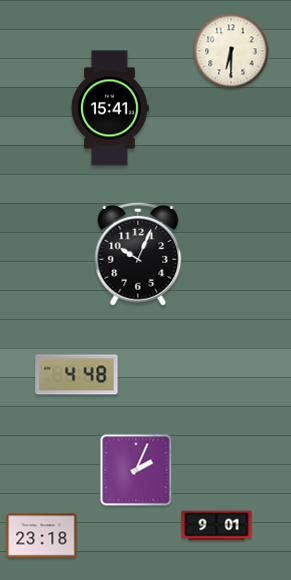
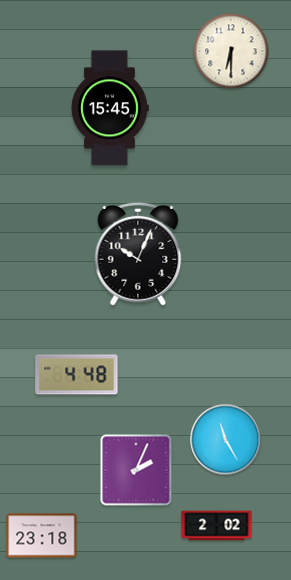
clock at (110, 108): 15:41 -> 15:45
clock at (226, 440): none -> 11:25
clock at (217, 526): 9:01 -> 2:02
